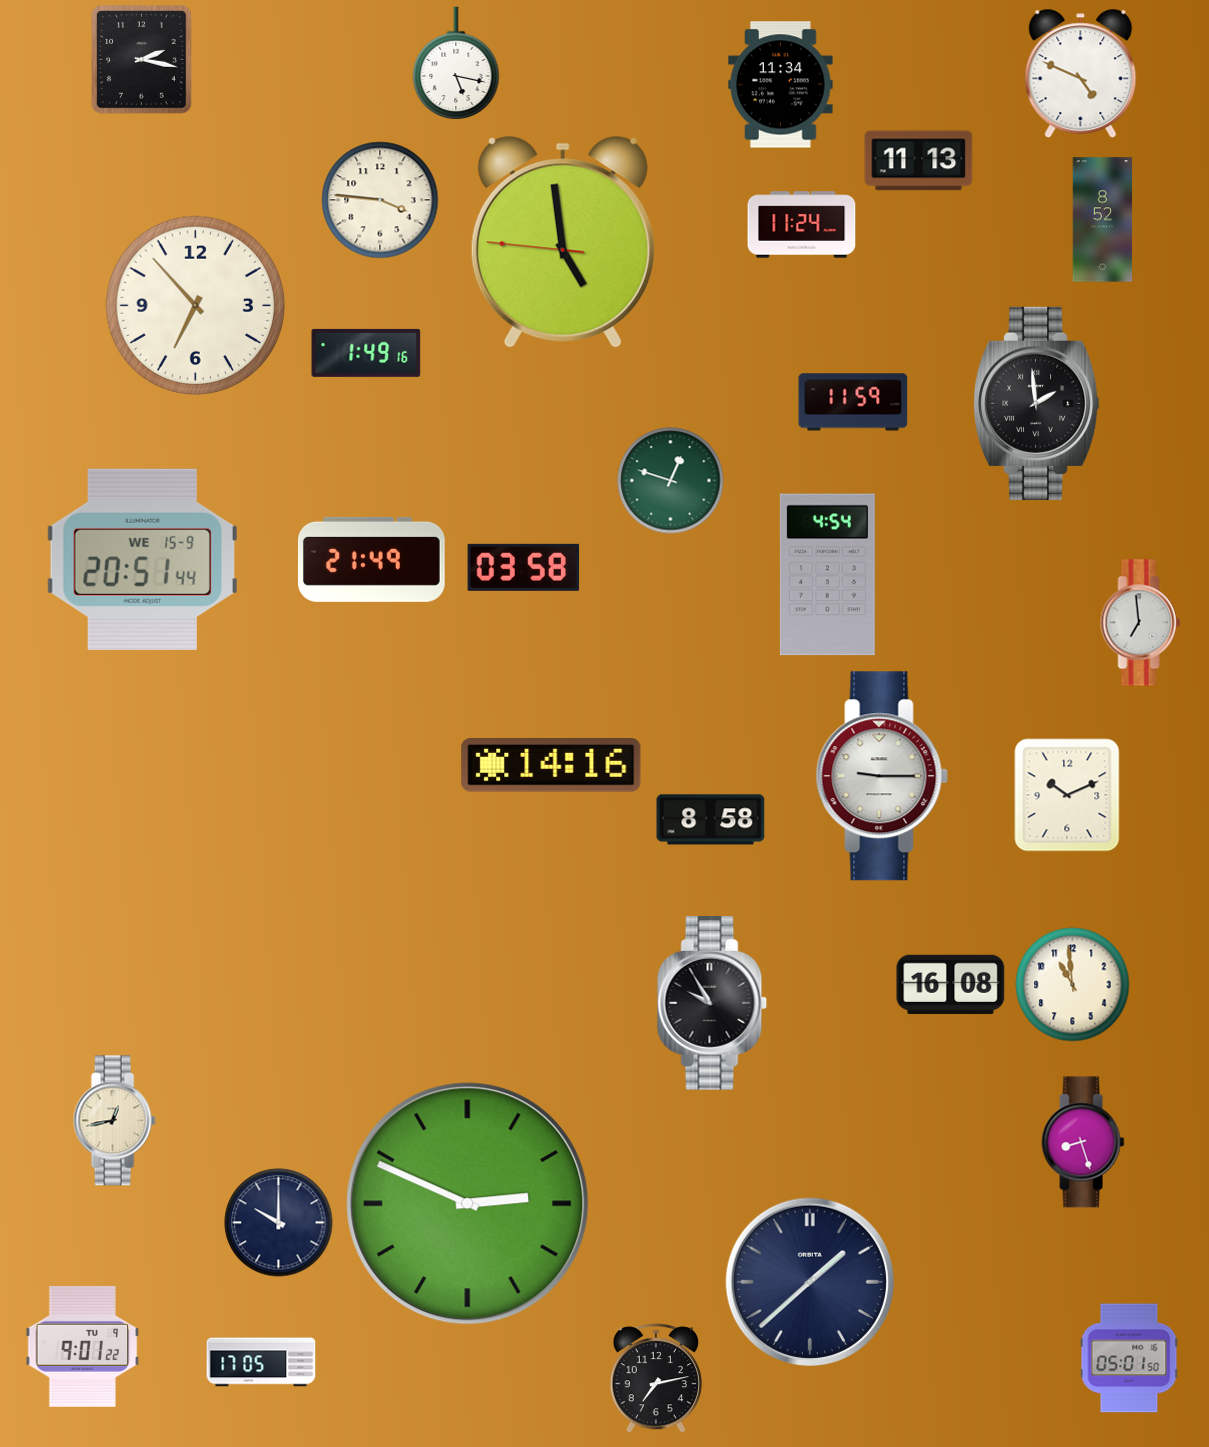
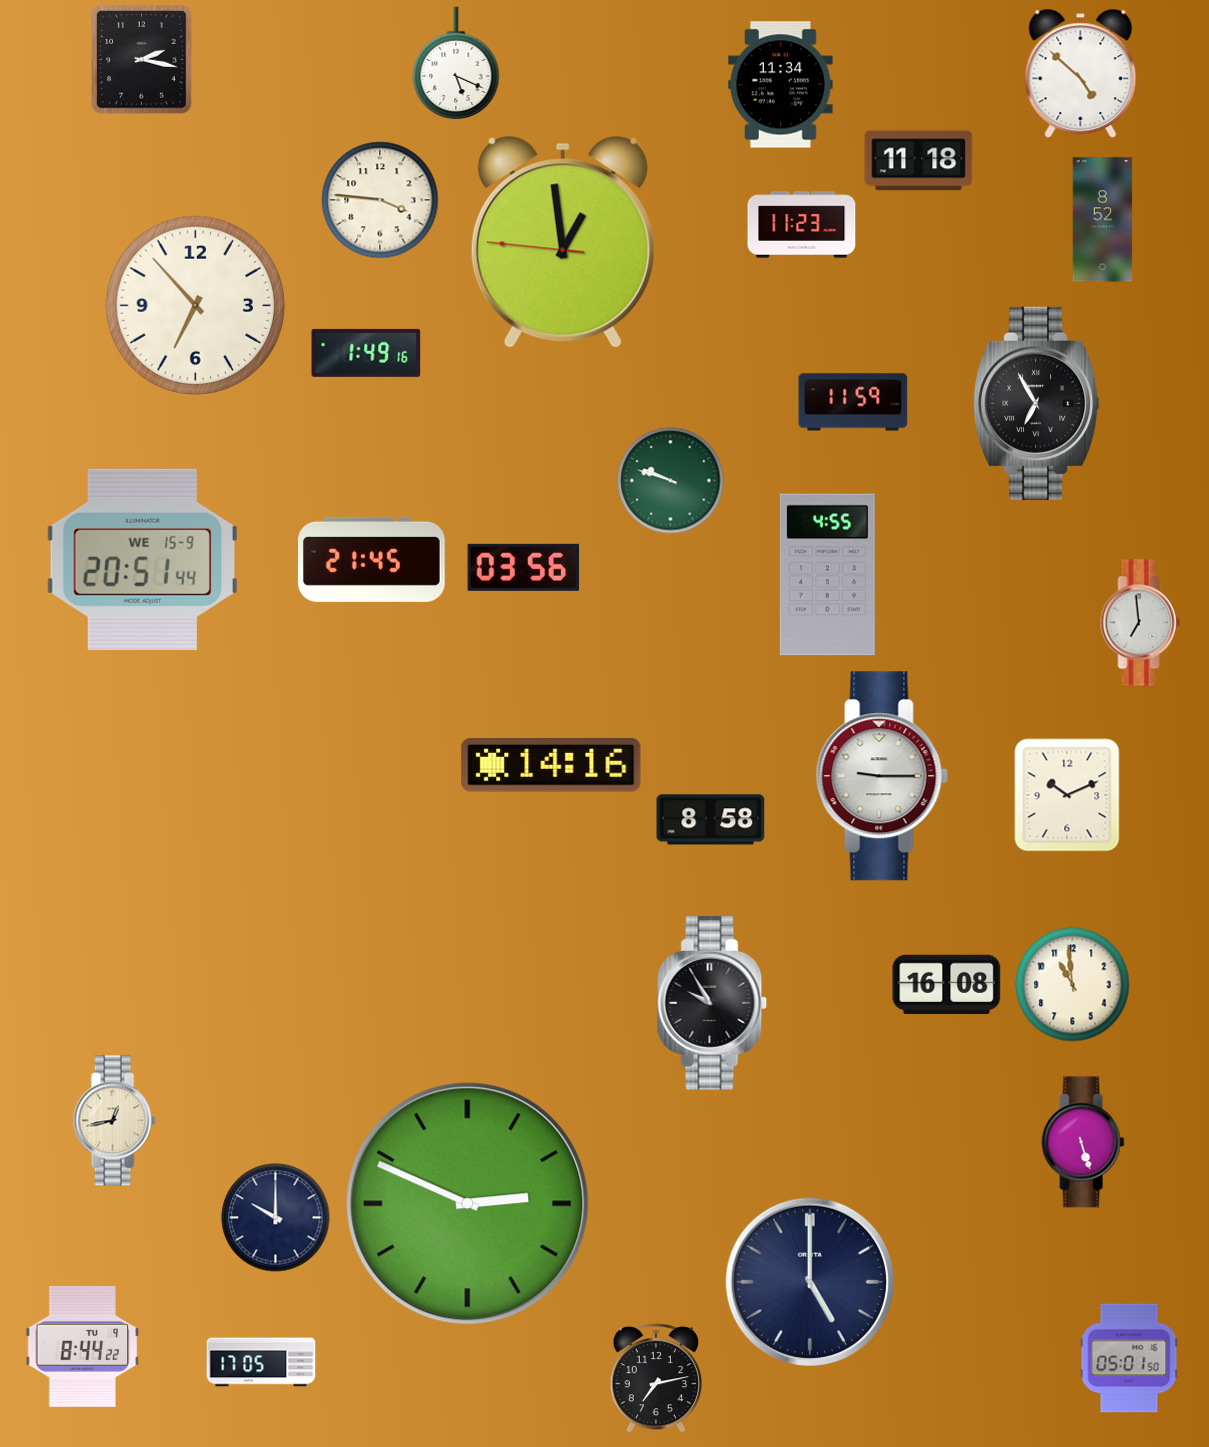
clock at (456, 64): 5:17 -> 5:19
clock at (1081, 74): 4:49 -> 4:52
clock at (919, 161): 11:13 -> 11:18
clock at (802, 225): 11:24 -> 11:23
clock at (563, 242): 4:58 -> 12:58
clock at (1037, 403): 1:59 -> 6:55
clock at (671, 481): 12:48 -> 9:48
clock at (371, 559): 21:49 -> 21:45
clock at (524, 567): 03:58 -> 03:56
clock at (827, 575): 4:54 -> 4:55
clock at (951, 984) position: (951, 984) -> (947, 984)
clock at (1083, 1142): 8:27 -> 5:27
clock at (279, 1223) position: (279, 1223) -> (276, 1218)
clock at (810, 1282): 1:38 -> 5:00
clock at (83, 1346): 9:01 -> 8:44
